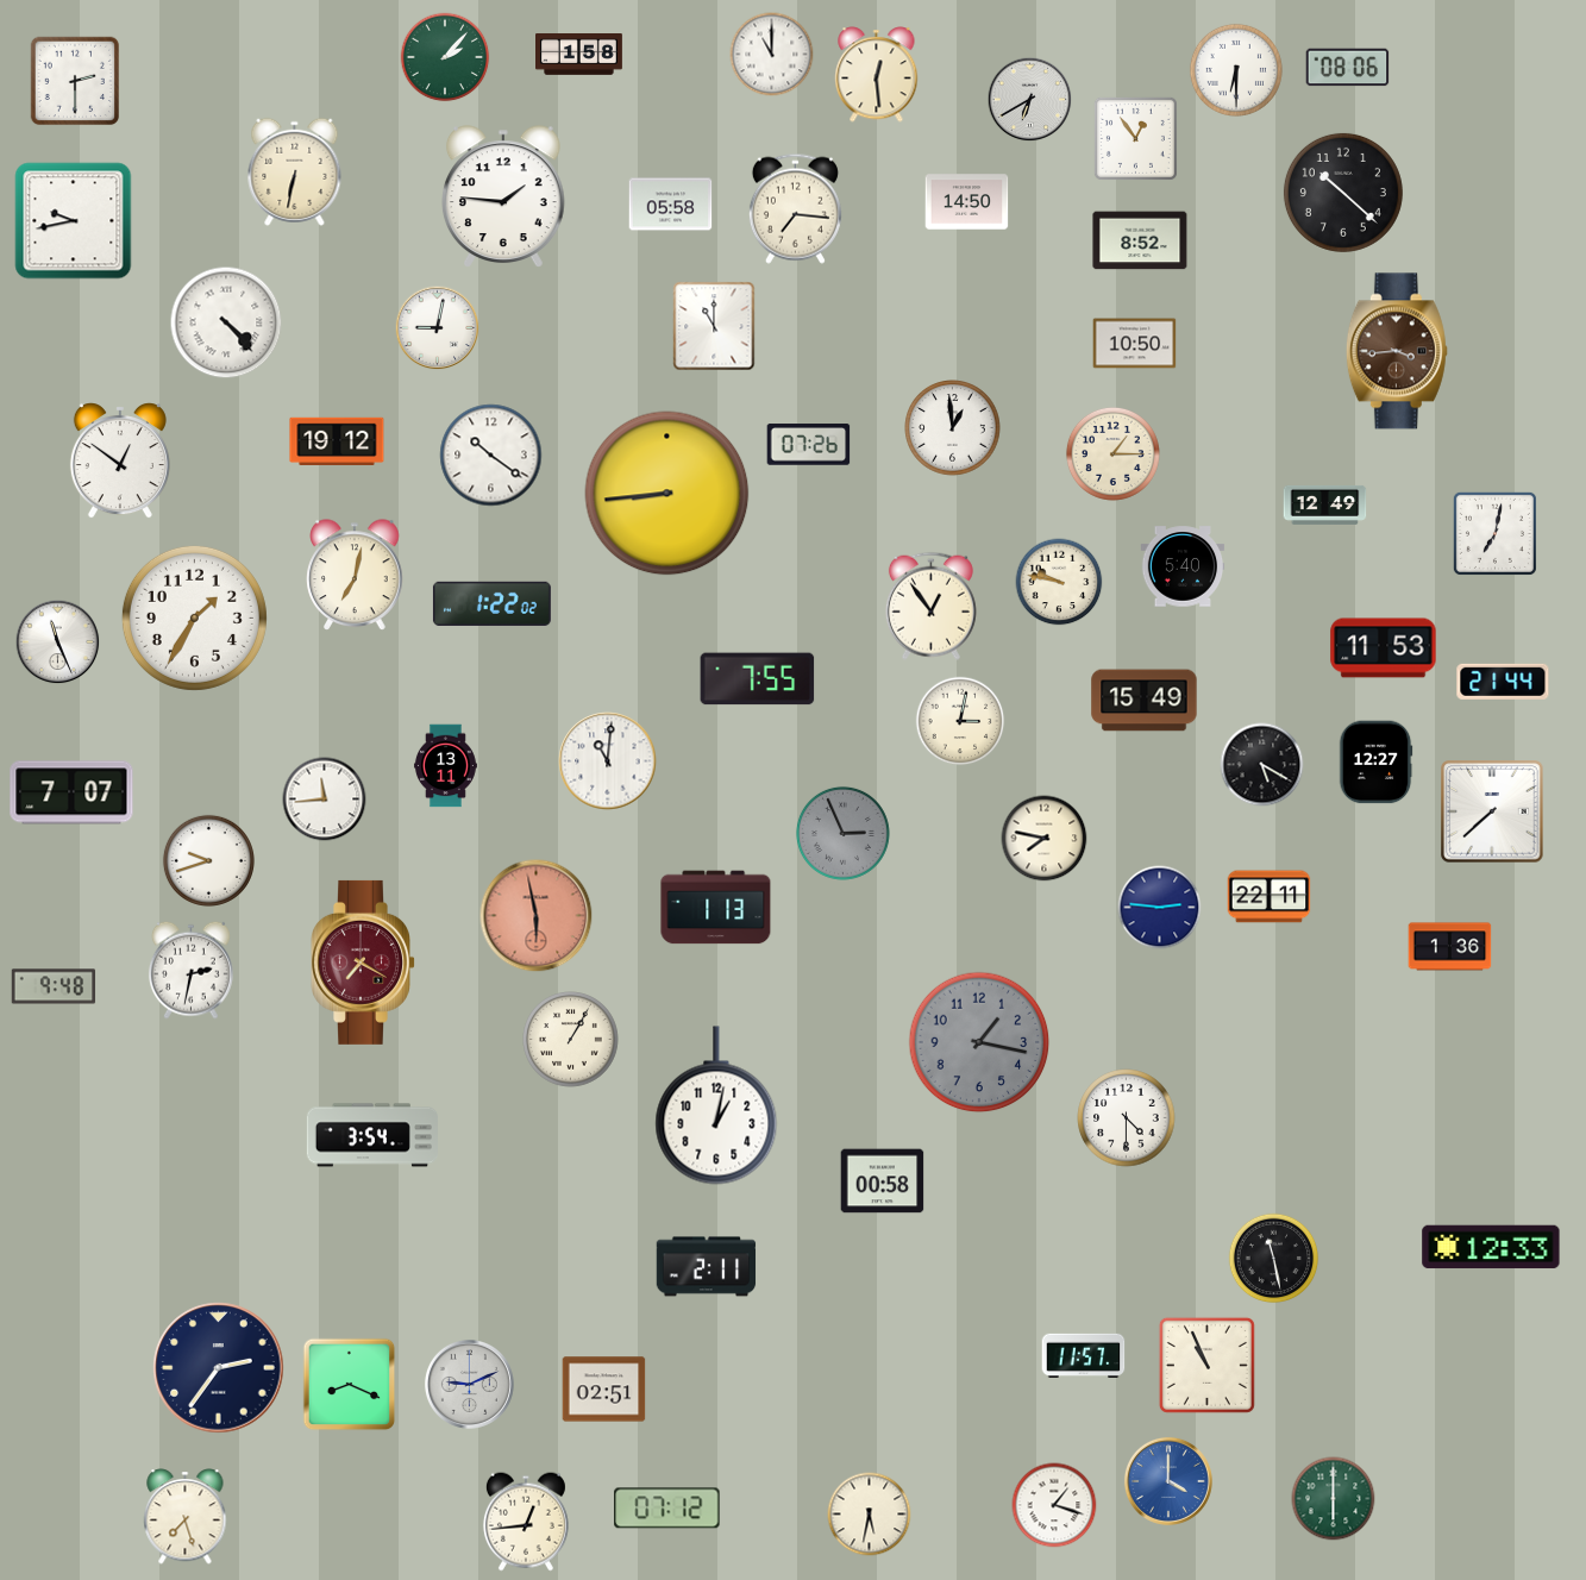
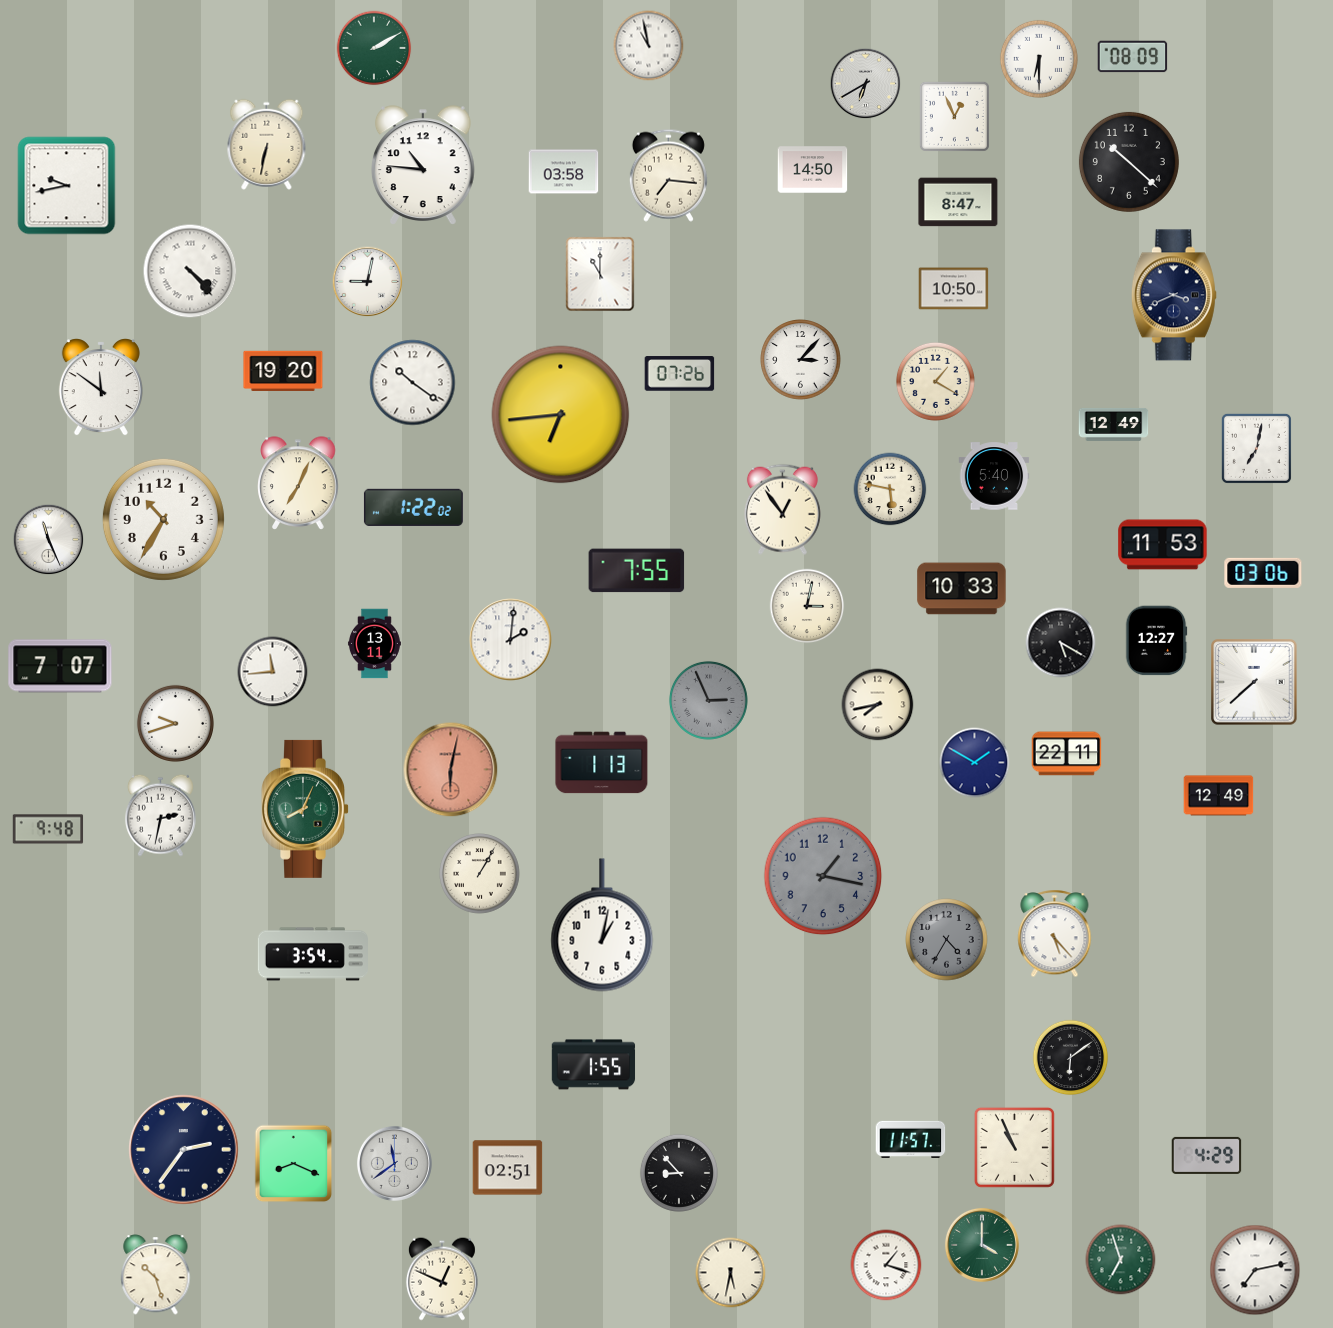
clock at (579, 55): 1:58 -> none
clock at (772, 55): 11:00 -> 10:58
clock at (445, 57): 2:07 -> 2:10
clock at (1348, 68): 08:06 -> 08:09
clock at (877, 75): 12:29 -> none
clock at (75, 81): 2:30 -> none
clock at (1135, 138): 12:54 -> 12:56
clock at (295, 171) position: (295, 171) -> (267, 144)
clock at (503, 196): 1:46 -> 10:46
clock at (671, 205): 05:58 -> 03:58
clock at (74, 221) position: (74, 221) -> (67, 186)
clock at (1140, 240): 8:52 -> 8:47
clock at (438, 328) position: (438, 328) -> (368, 282)
clock at (1397, 351): 3:44 -> 3:41
clock at (1397, 351) dial: brown -> navy
clock at (953, 428): 12:59 -> 3:07
clock at (337, 440): 19:12 -> 19:20
clock at (1112, 453): 1:15 -> 1:20
clock at (120, 460): 12:51 -> 11:51
clock at (667, 494): 8:44 -> 6:44
clock at (355, 575): 7:02 -> 7:04
clock at (1059, 582): 9:47 -> 5:47
clock at (194, 617): 1:35 -> 10:35
clock at (1503, 682): 21:44 -> 03:06
clock at (1145, 701): 15:49 -> 10:33
clock at (608, 761): 11:01 -> 2:01
clock at (1045, 839): 7:47 -> 7:43
clock at (1160, 908): 2:46 -> 1:50
clock at (537, 916): 5:58 -> 6:02
clock at (1450, 947): 1:36 -> 12:49
clock at (364, 963): 7:20 -> 8:04
clock at (364, 963) dial: burgundy -> green
clock at (54, 986) position: (54, 986) -> (48, 829)
clock at (716, 1105) position: (716, 1105) -> (602, 925)
clock at (1055, 934): none -> 5:23
clock at (1127, 1118): 4:30 -> 4:35
clock at (1127, 1118) dial: white -> grey
clock at (883, 1181): 00:58 -> none
clock at (1491, 1247): 12:33 -> none
clock at (1274, 1259): 11:28 -> 6:09
clock at (707, 1267): 2:11 -> 1:55
clock at (1207, 1155): none -> 4:29
clock at (469, 1384): 9:11 -> 11:39
clock at (679, 1173): none -> 8:53
clock at (1168, 1481) dial: blue -> green
clock at (1334, 1499): 6:00 -> 6:57
clock at (667, 1509): 07:12 -> none
clock at (1255, 1270): none -> 7:13
clock at (186, 1517): 7:27 -> 10:27
clock at (526, 1522): 12:44 -> 12:49
